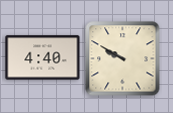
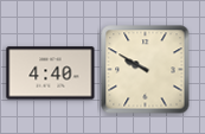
clock at (43, 58) position: (43, 58) -> (51, 74)
